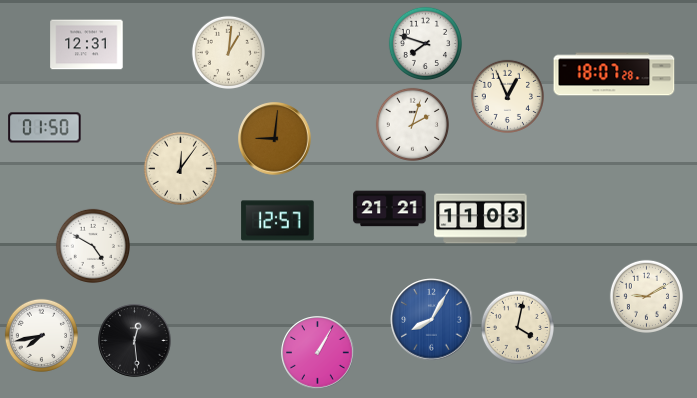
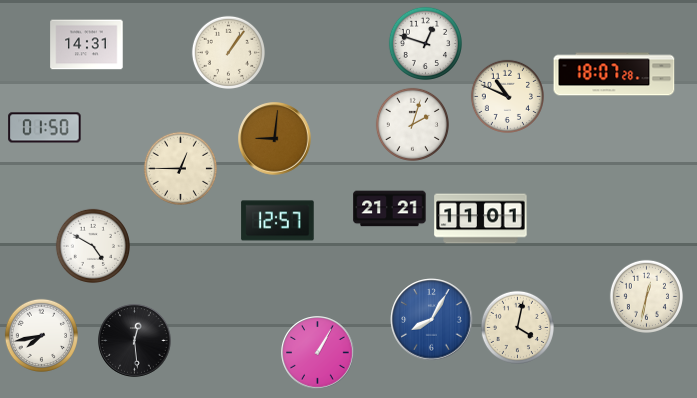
clock at (425, 43): 7:48 -> 12:48
clock at (87, 45): 12:31 -> 14:31
clock at (228, 52): 1:01 -> 1:06
clock at (507, 96): 12:56 -> 10:49
clock at (180, 168): 12:06 -> 12:45
clock at (481, 219): 11:03 -> 11:01
clock at (646, 296): 9:10 -> 12:32
